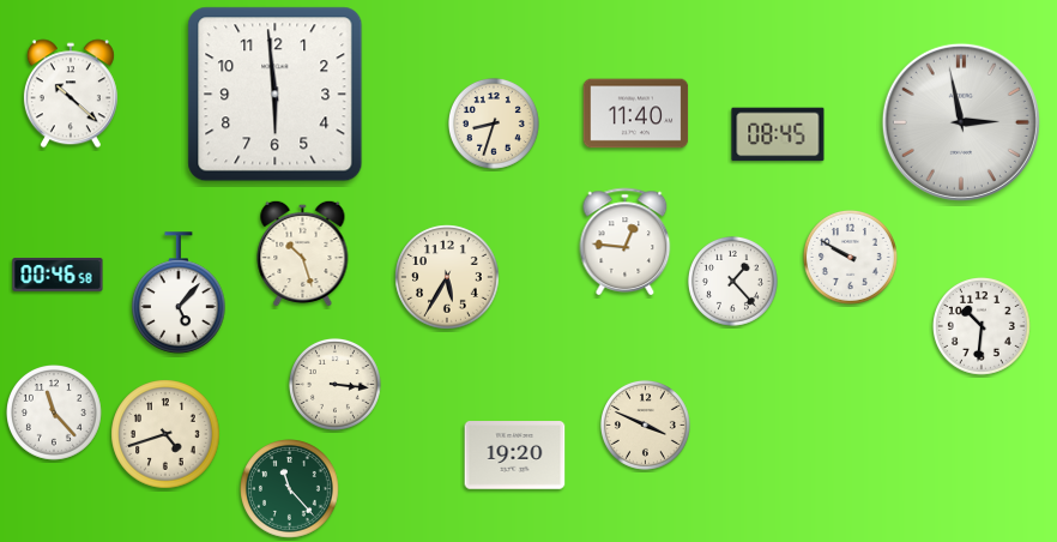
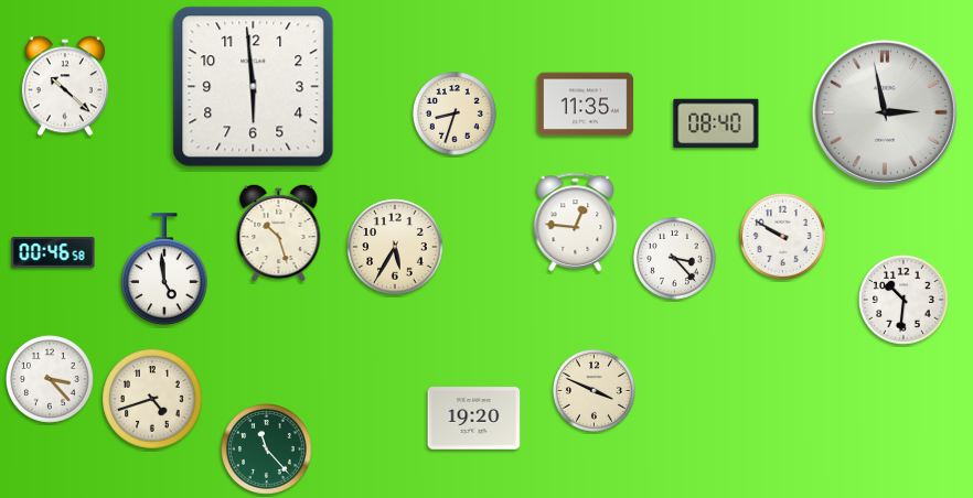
clock at (636, 114): 11:40 -> 11:35
clock at (778, 134): 08:45 -> 08:40
clock at (447, 277) position: (447, 277) -> (395, 247)
clock at (732, 281): 1:23 -> 3:23
clock at (179, 293): 5:07 -> 4:59
clock at (334, 384): 3:16 -> none
clock at (55, 414): 11:23 -> 3:23
